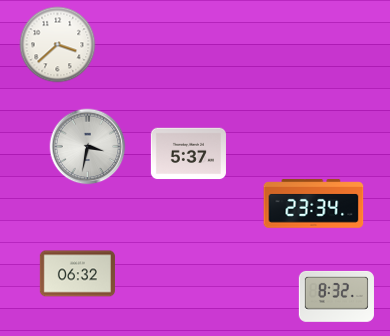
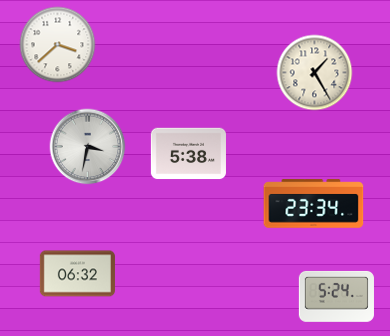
clock at (315, 73): none -> 1:25
clock at (188, 154): 5:37 -> 5:38
clock at (336, 296): 8:32 -> 5:24
